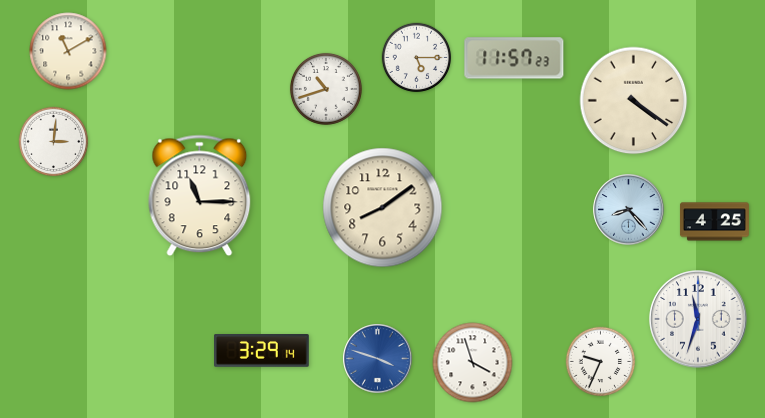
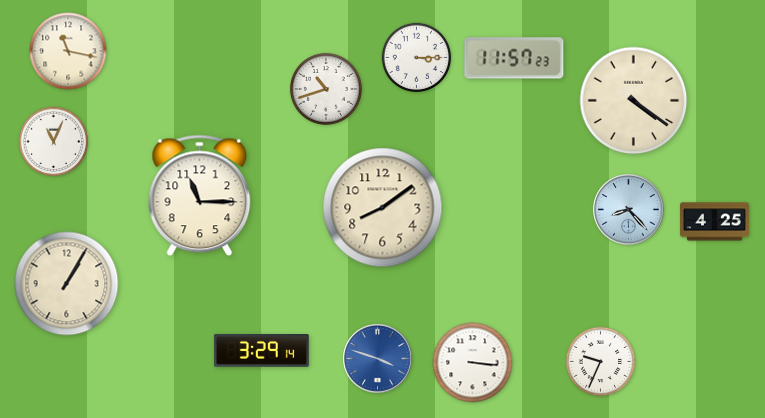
clock at (68, 51): 11:10 -> 11:17
clock at (417, 58): 5:15 -> 3:15
clock at (54, 142): 3:01 -> 11:04
clock at (67, 284): none -> 1:05
clock at (698, 319): 11:33 -> none
clock at (473, 363): 3:57 -> 3:16
